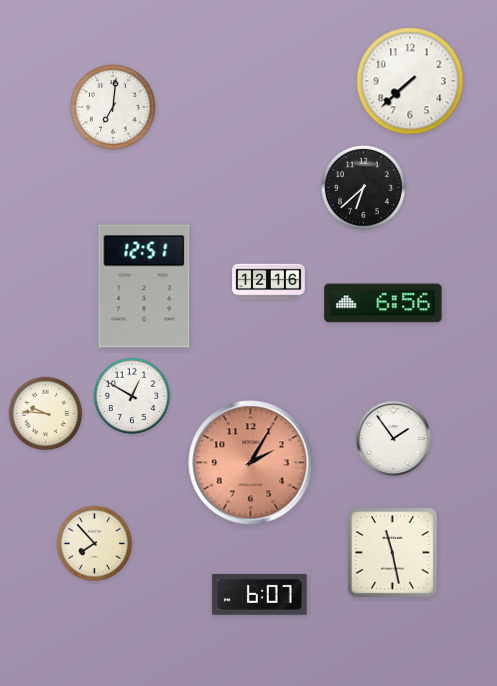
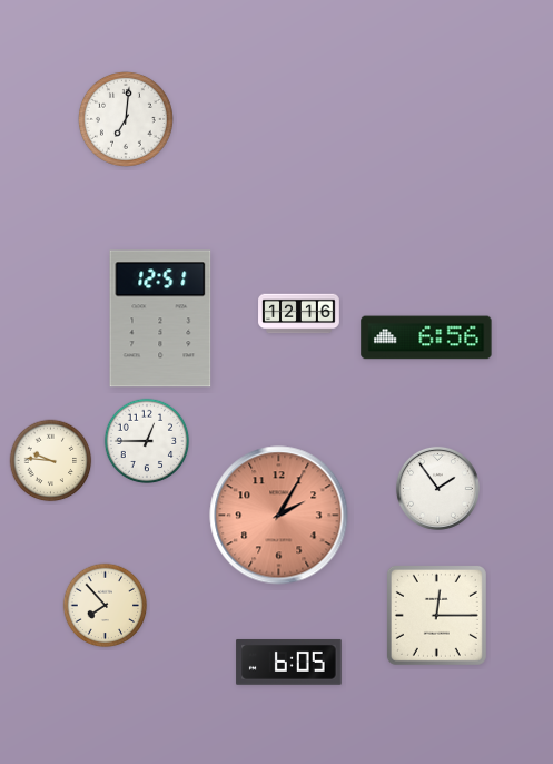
clock at (410, 81): 7:38 -> none
clock at (363, 187): 6:38 -> none
clock at (132, 396): 12:50 -> 12:45
clock at (392, 552): 11:28 -> 12:15
clock at (260, 595): 6:07 -> 6:05
